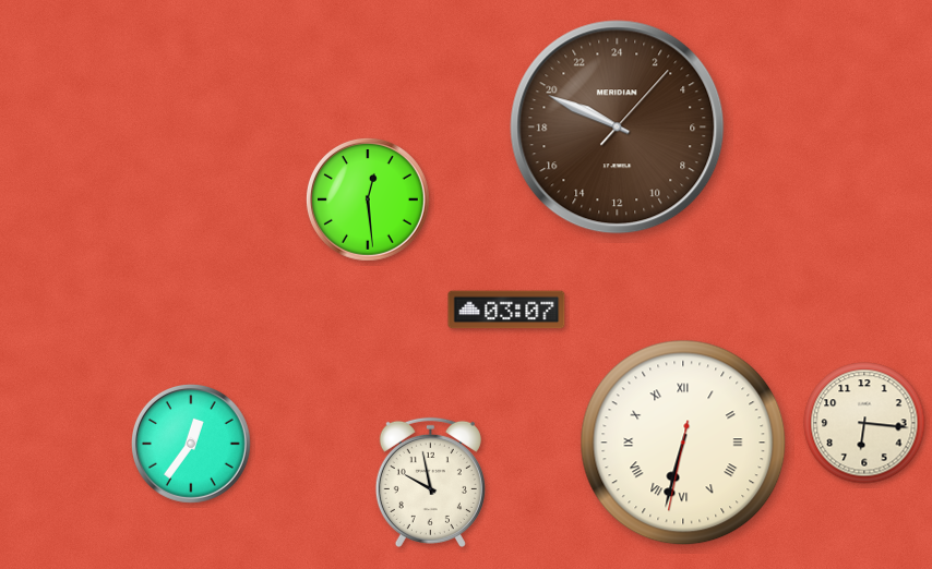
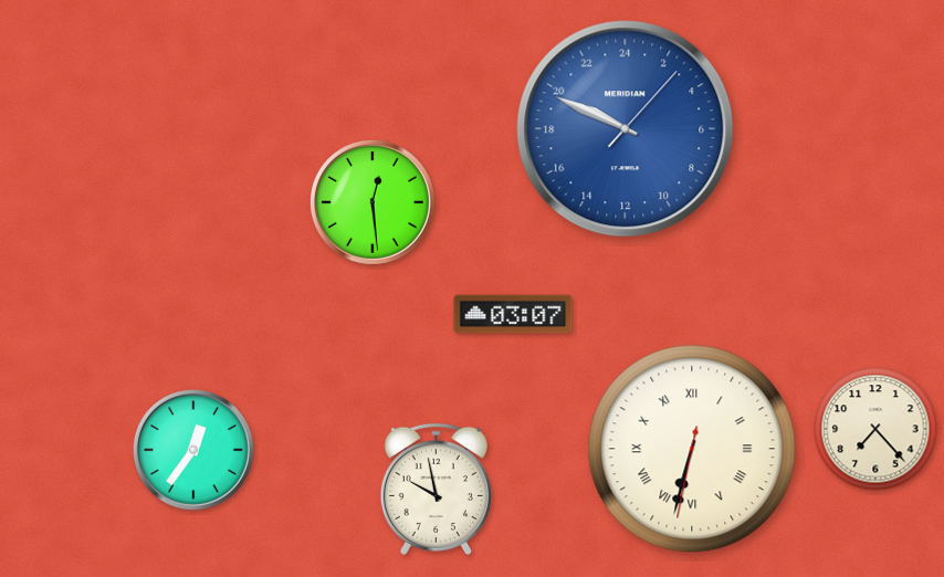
clock at (618, 128) dial: brown -> blue
clock at (864, 423): 6:16 -> 7:23
